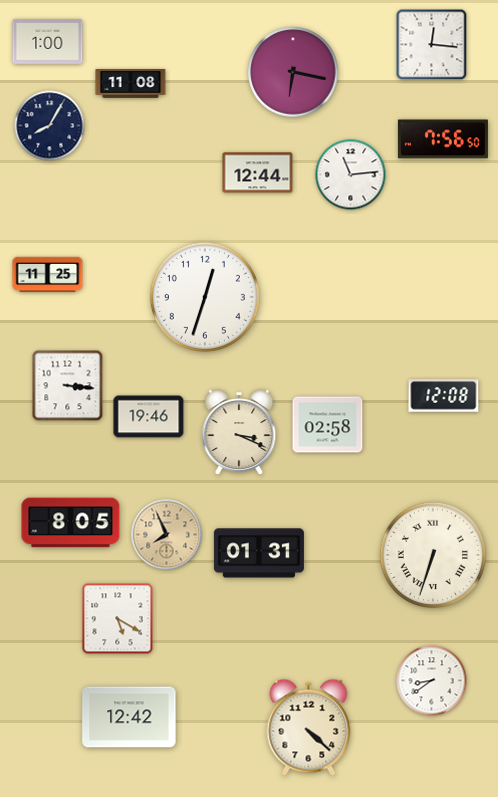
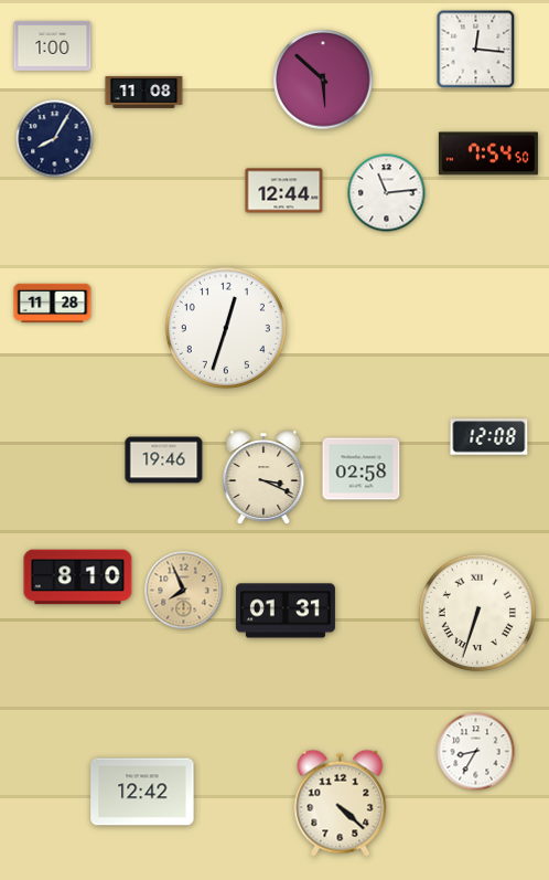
clock at (293, 72): 6:17 -> 5:52
clock at (443, 139): 7:56 -> 7:54
clock at (48, 275): 11:25 -> 11:28
clock at (68, 386): 3:16 -> none
clock at (71, 523): 8:05 -> 8:10
clock at (118, 619): 5:20 -> none
clock at (432, 681): 8:39 -> 8:35
